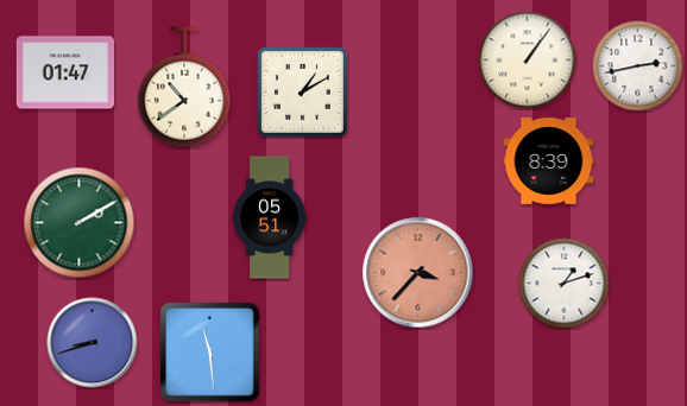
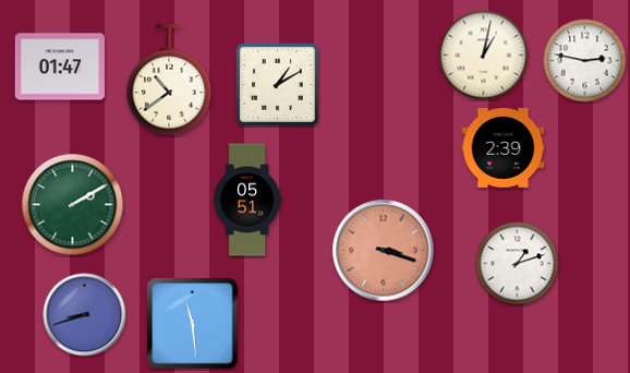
clock at (528, 61): 1:06 -> 1:02
clock at (638, 66): 2:43 -> 2:47
clock at (549, 161): 8:39 -> 2:39
clock at (418, 273): 3:37 -> 3:18
clock at (565, 284) position: (565, 284) -> (518, 264)
